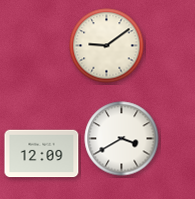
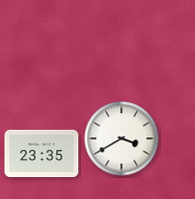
clock at (107, 46): 9:09 -> none
clock at (42, 154): 12:09 -> 23:35
